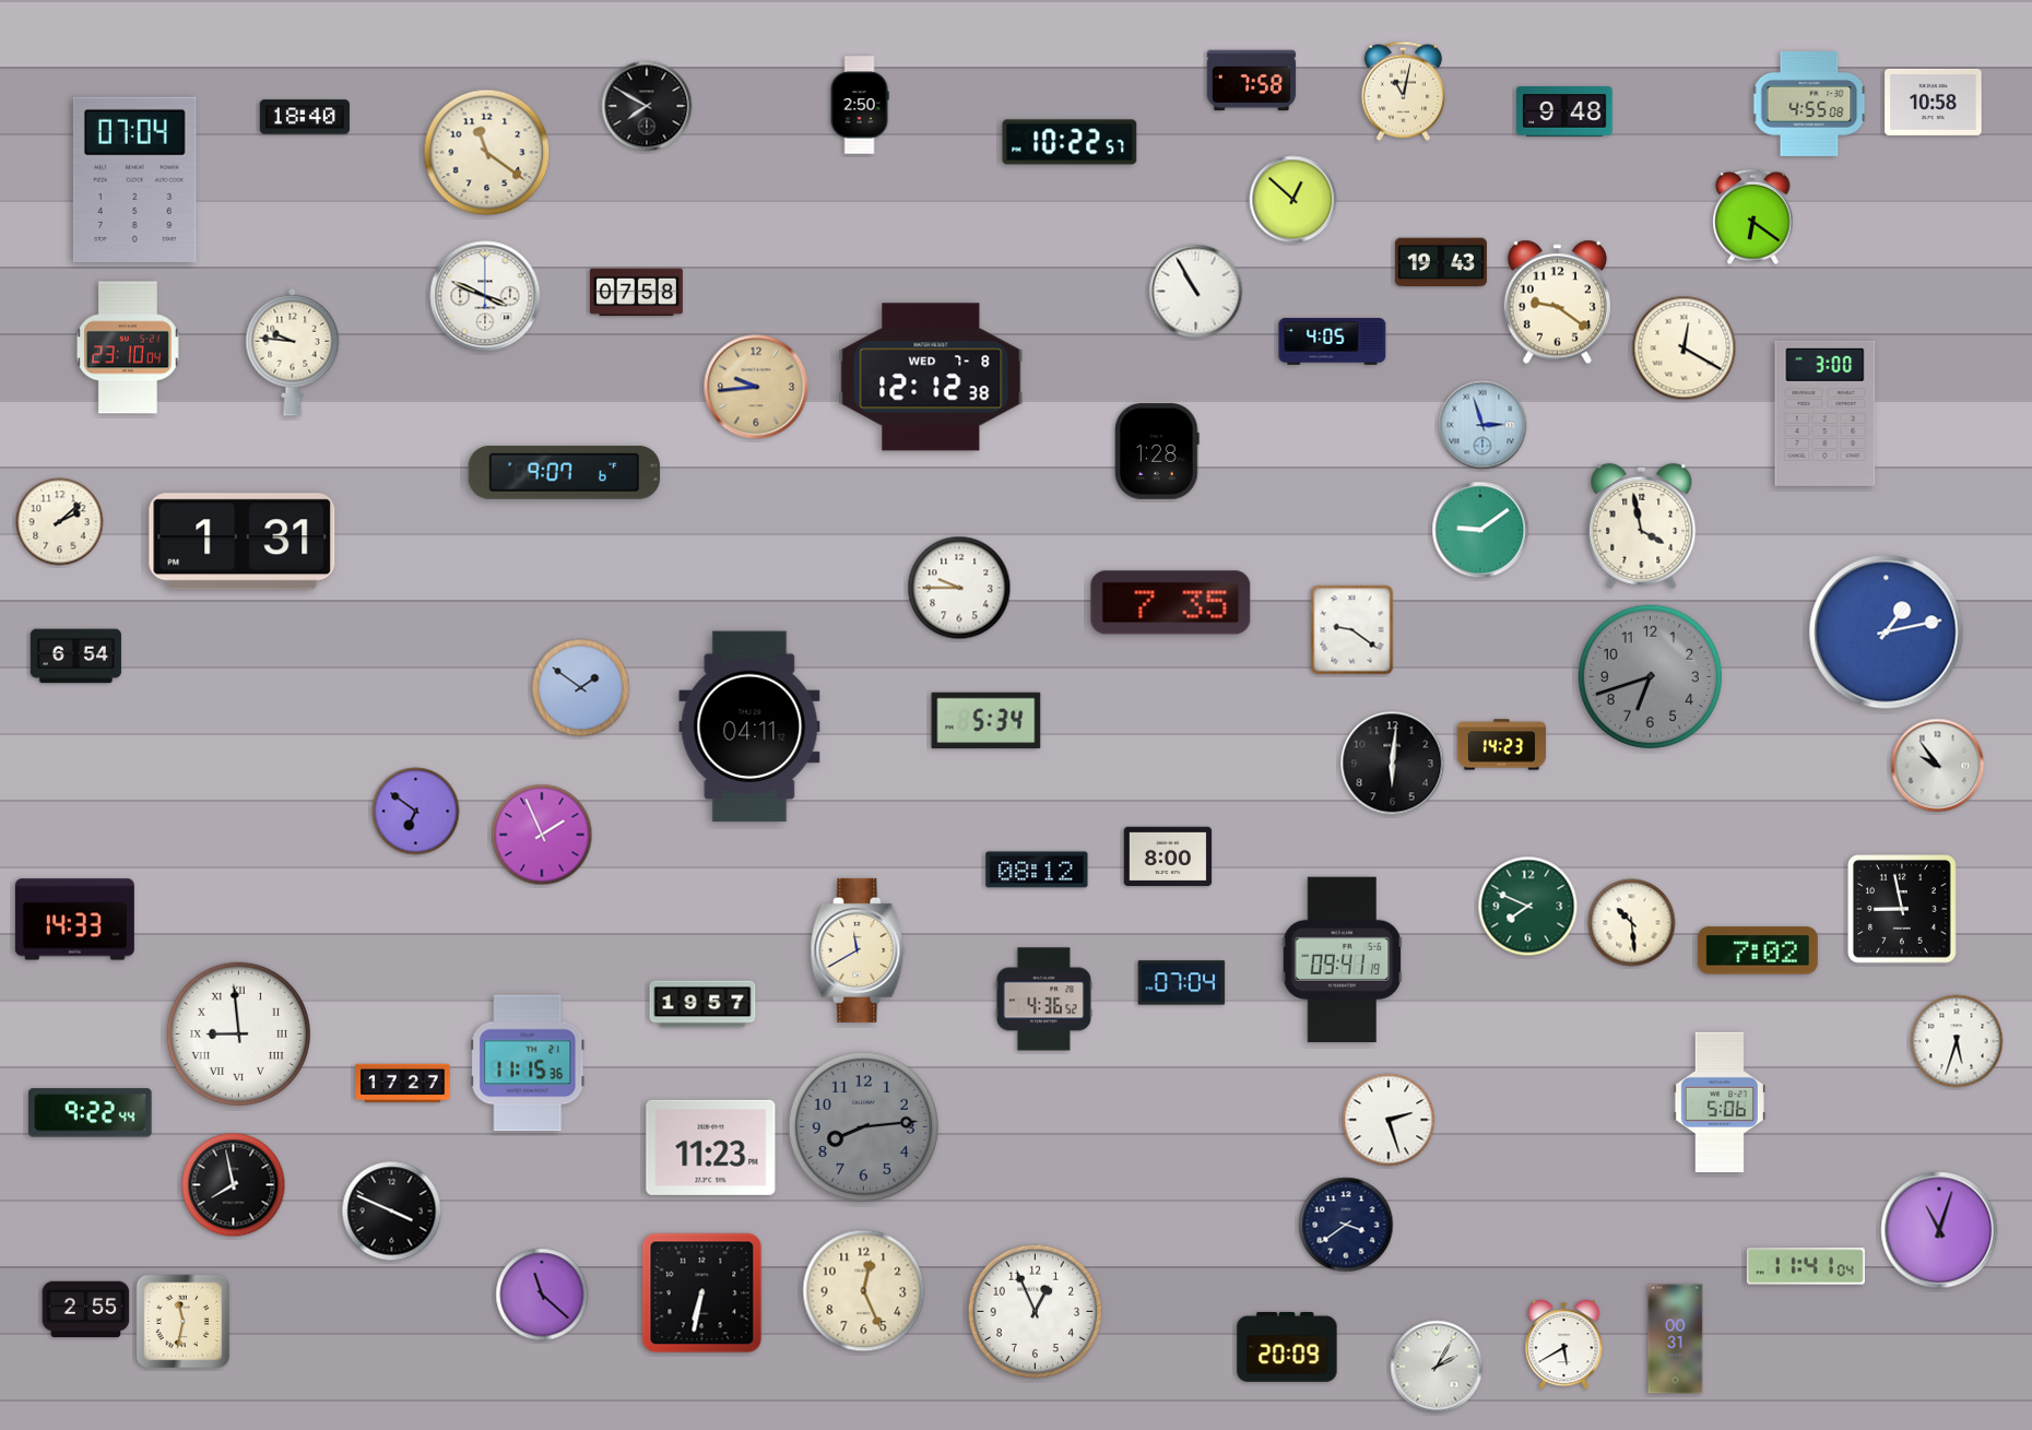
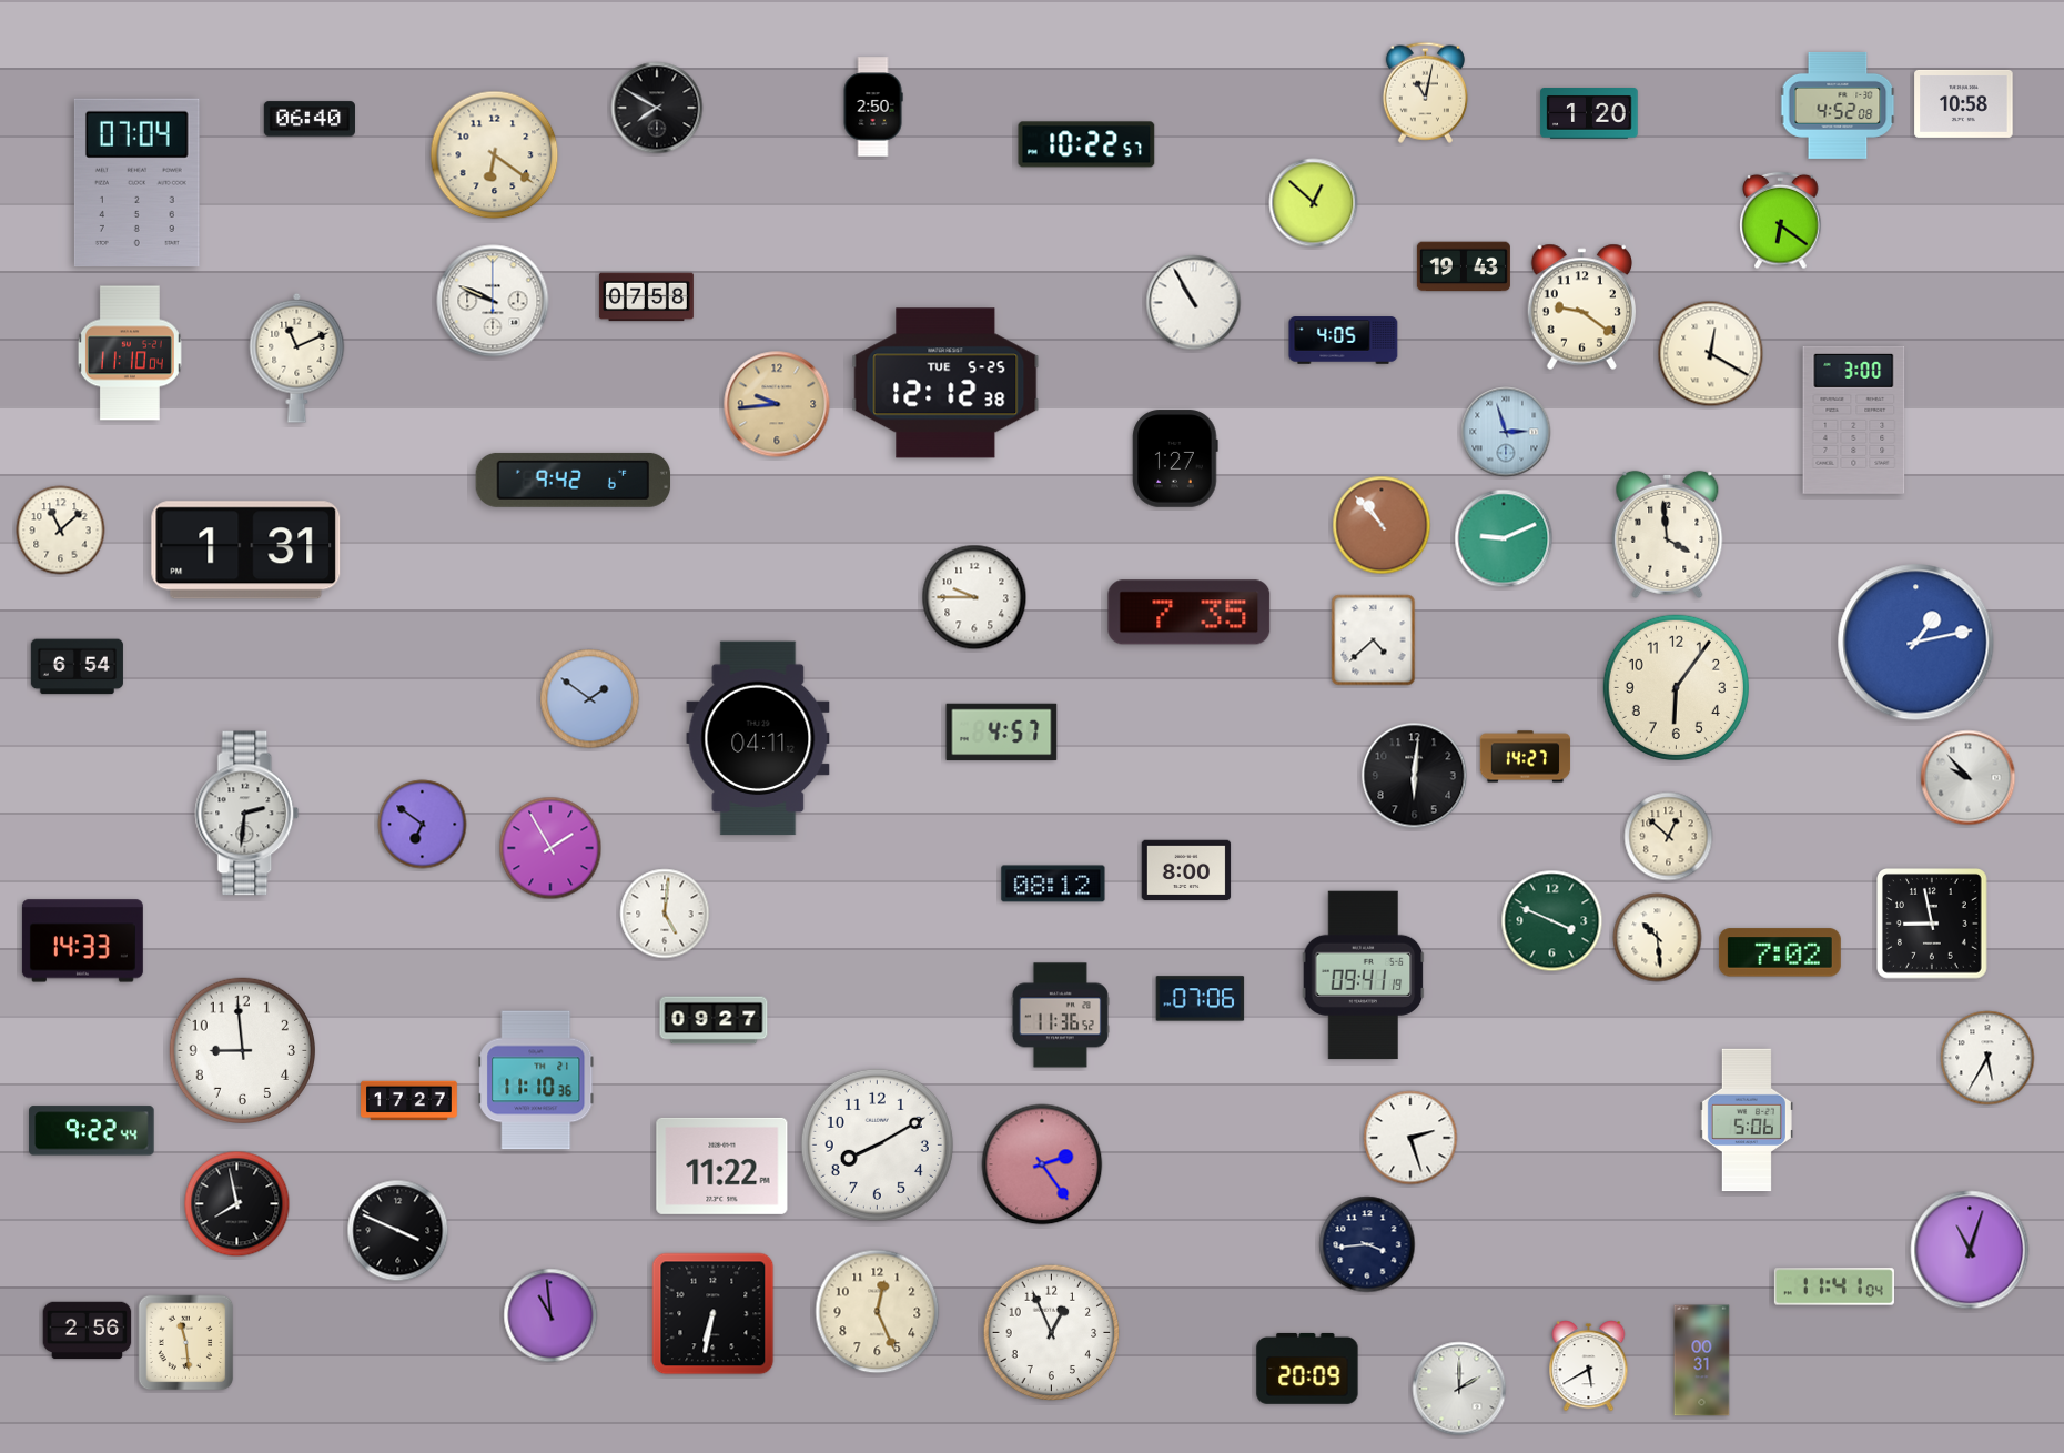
clock at (1252, 81): 7:58 -> none
clock at (1809, 104): 4:55 -> 4:52
clock at (1564, 113): 9:48 -> 1:20
clock at (305, 117): 18:40 -> 06:40
clock at (487, 153): 11:21 -> 6:21
clock at (1196, 292) position: (1196, 292) -> (1194, 303)
clock at (485, 296): 3:49 -> 9:49
clock at (1333, 342) position: (1333, 342) -> (1344, 341)
clock at (128, 347): 23:10 -> 11:10
clock at (293, 352): 9:46 -> 11:11
clock at (931, 377) date: WED 7-8 -> TUE 5-25
clock at (756, 387) position: (756, 387) -> (777, 404)
clock at (1157, 451): 1:28 -> 1:27
clock at (565, 472): 9:07 -> 9:42
clock at (1382, 525): none -> 10:53
clock at (60, 522): 2:08 -> 11:08
clock at (1642, 525): 3:58 -> 3:59
clock at (1480, 530): 9:09 -> 9:11
clock at (1352, 630): 9:21 -> 4:38
clock at (1650, 676): 6:42 -> 6:06
clock at (1650, 676) dial: grey -> cream
clock at (987, 721): 5:34 -> 4:57
clock at (749, 726) position: (749, 726) -> (758, 738)
clock at (1502, 745): 14:23 -> 14:27
clock at (1938, 766): 9:54 -> 9:53
clock at (247, 814): none -> 2:31
clock at (1669, 837): none -> 12:52
clock at (542, 835): 1:56 -> 1:55
clock at (665, 914): none -> 5:01
clock at (1528, 907): 7:49 -> 3:49
clock at (74, 920) position: (74, 920) -> (82, 941)
clock at (858, 950): 11:40 -> none
clock at (1758, 950) position: (1758, 950) -> (1780, 952)
clock at (1182, 983): 07:04 -> 07:06
clock at (1043, 1000): 4:36 -> 11:36
clock at (702, 1004): 19:57 -> 09:27
clock at (238, 1033) numerals: Roman -> Arabic
clock at (1957, 1041): 5:33 -> 5:35
clock at (528, 1063): 11:15 -> 11:10
clock at (863, 1126): 8:14 -> 8:10
clock at (863, 1126) dial: grey -> white
clock at (1042, 1164): none -> 2:24
clock at (711, 1147): 11:23 -> 11:22
clock at (1346, 1225): 3:39 -> 3:44
clock at (542, 1295): 11:22 -> 10:59
clock at (86, 1310): 2:55 -> 2:56
clock at (184, 1322): 11:32 -> 11:29
clock at (1437, 1367): 2:05 -> 2:00
